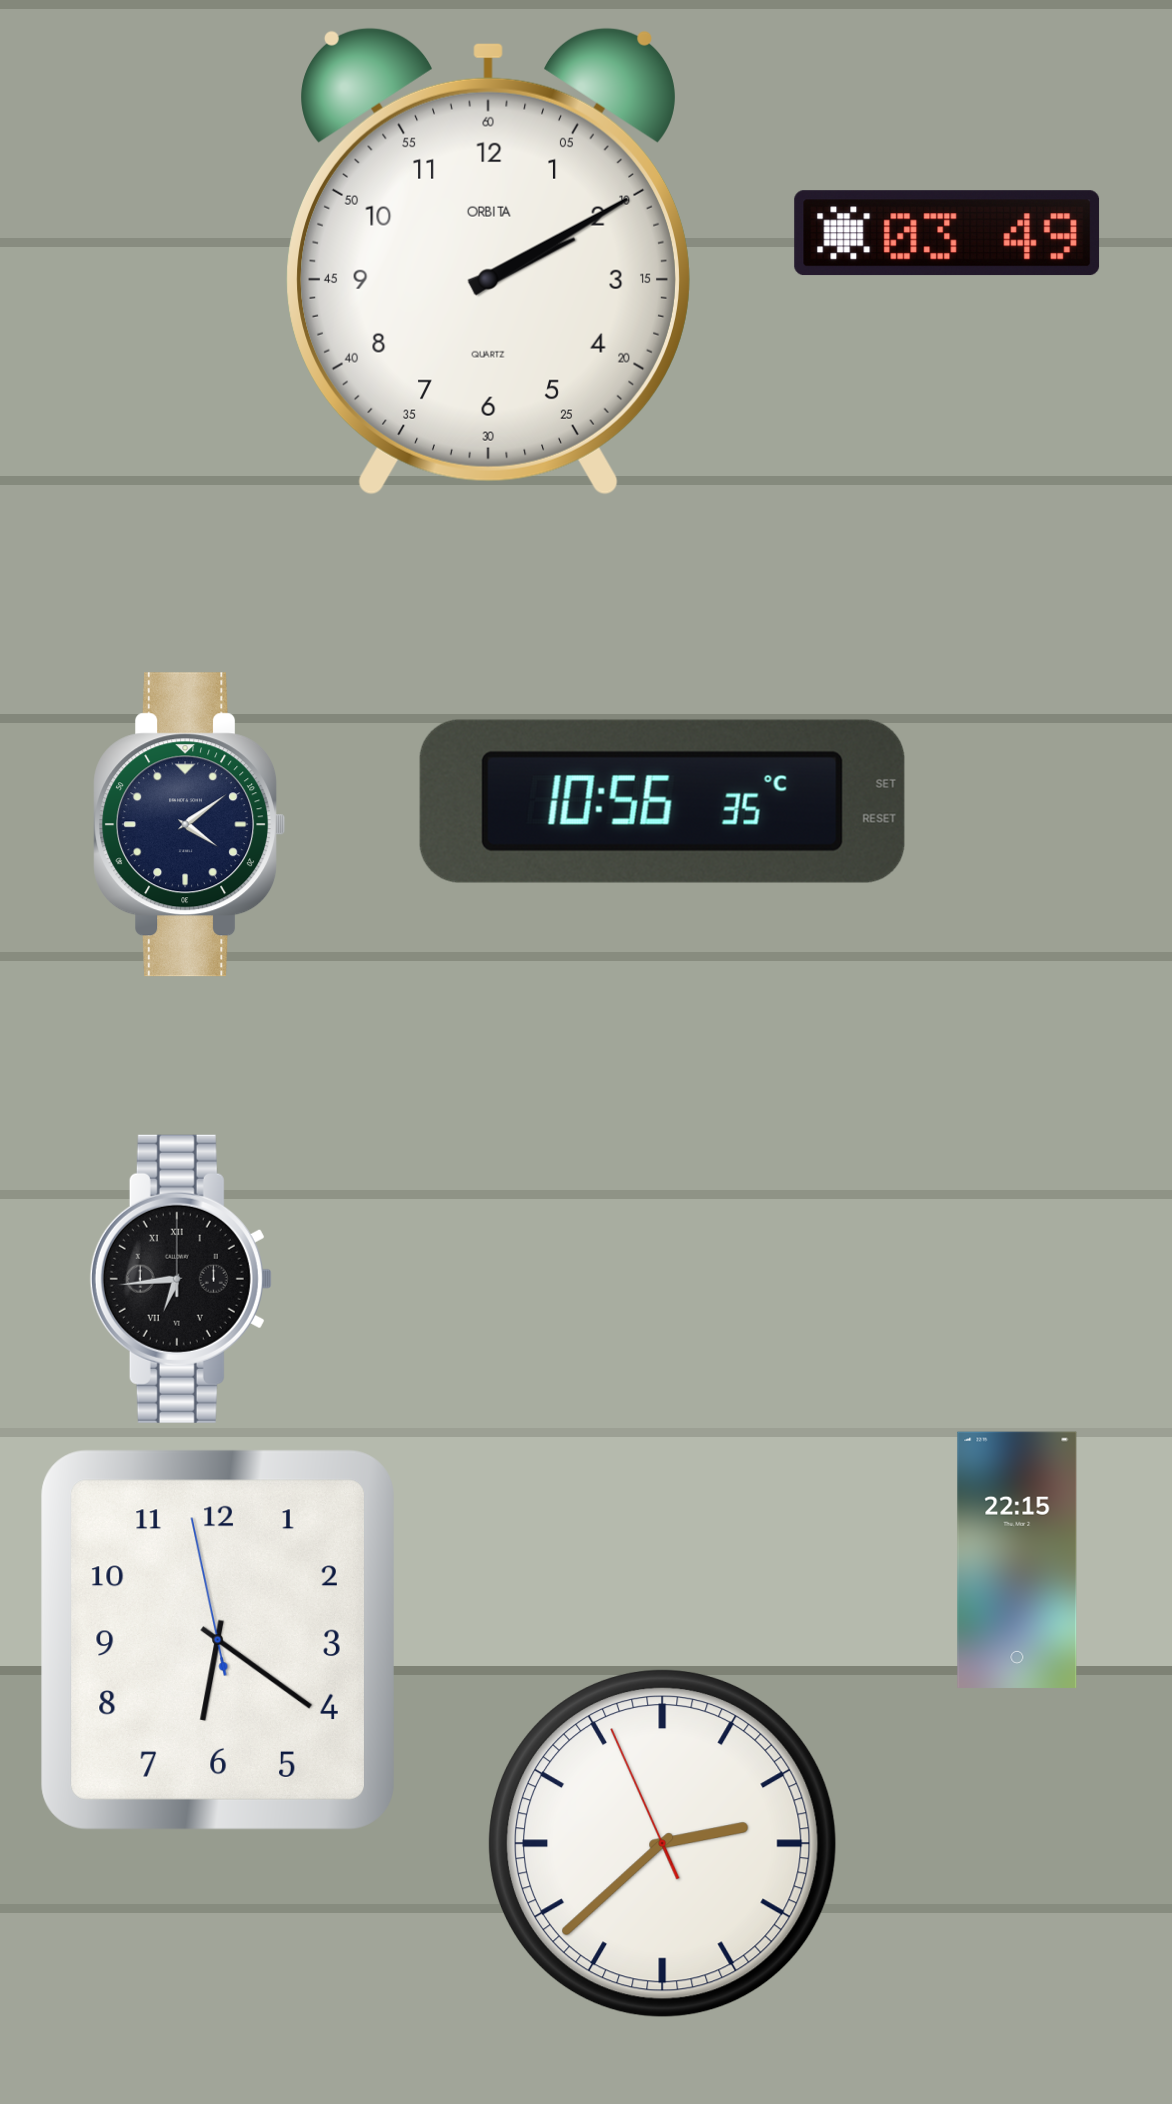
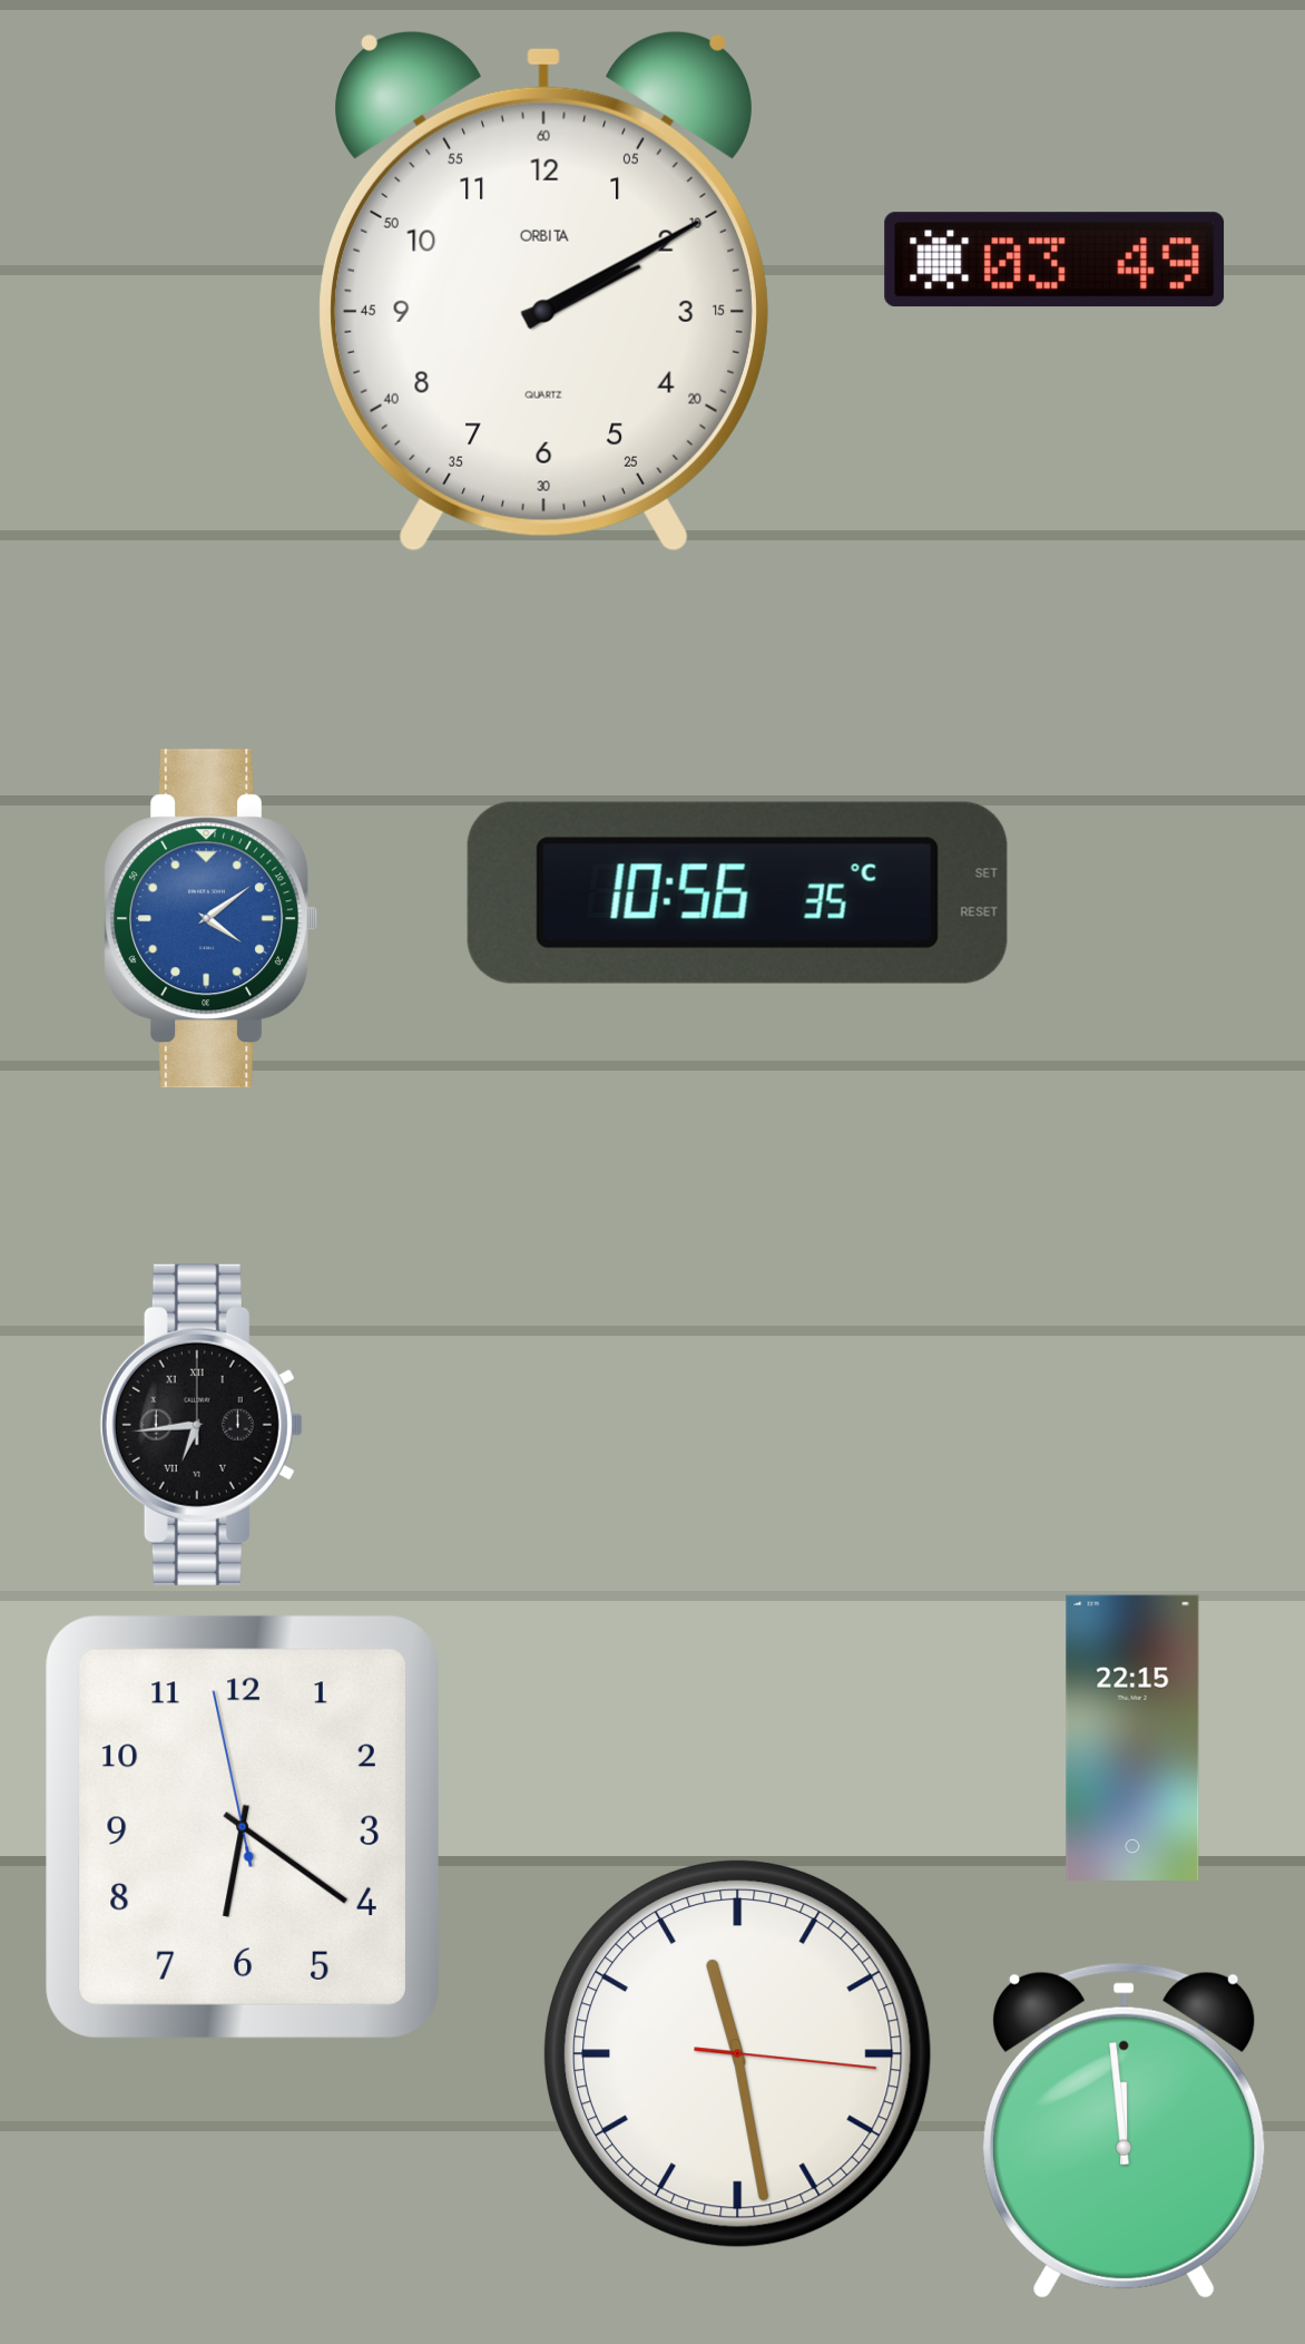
clock at (190, 825) dial: navy -> blue
clock at (662, 1843): 2:37 -> 11:28
clock at (1125, 2130): none -> 11:59
